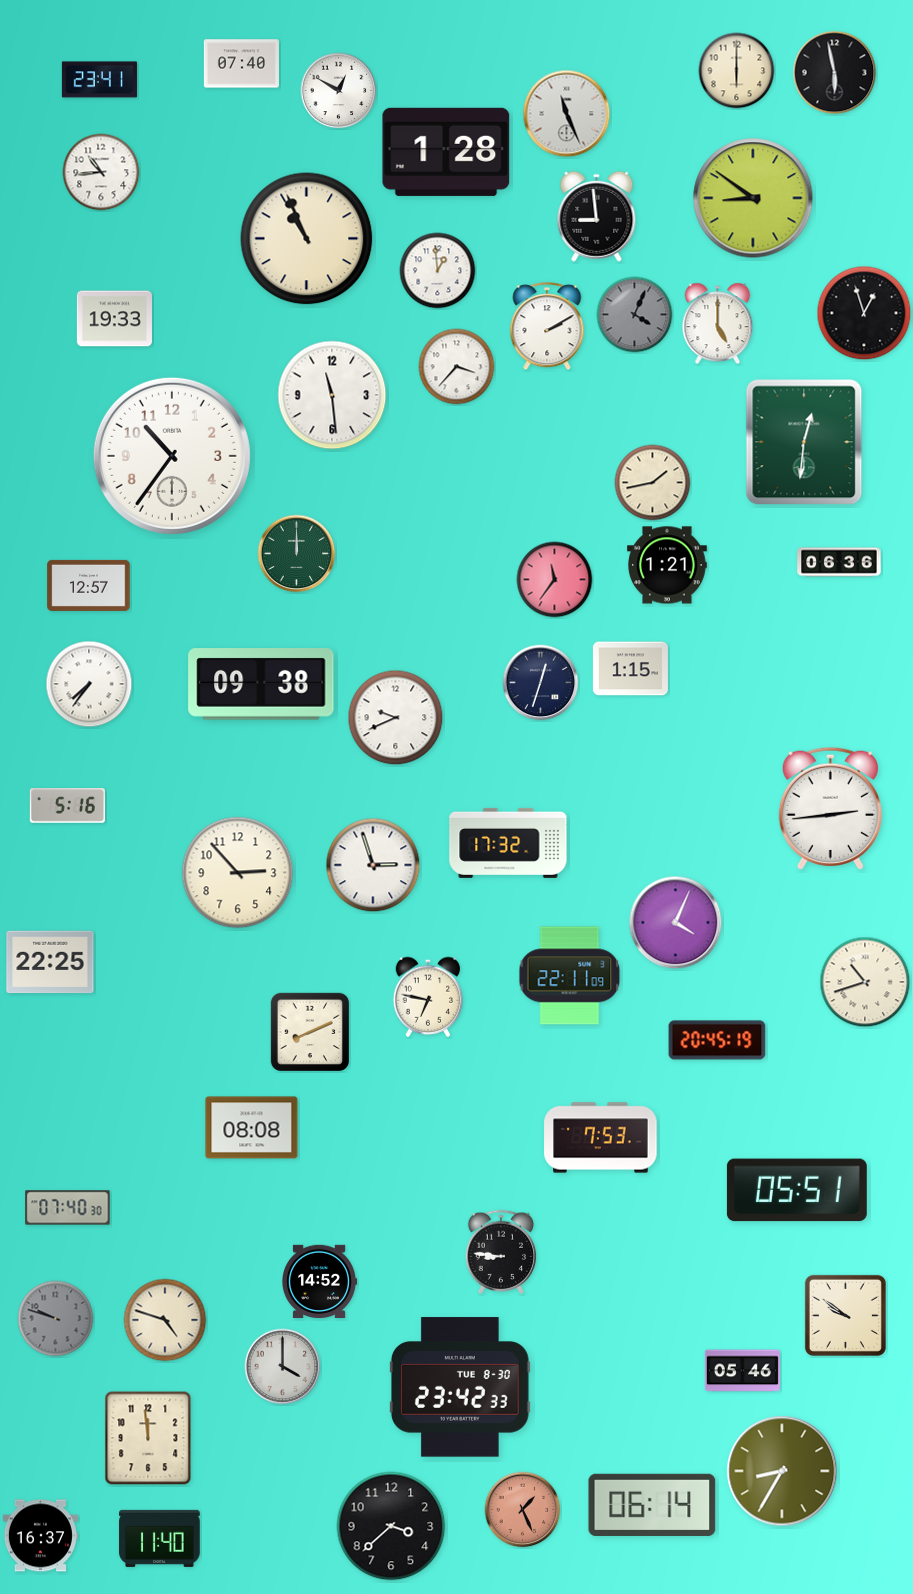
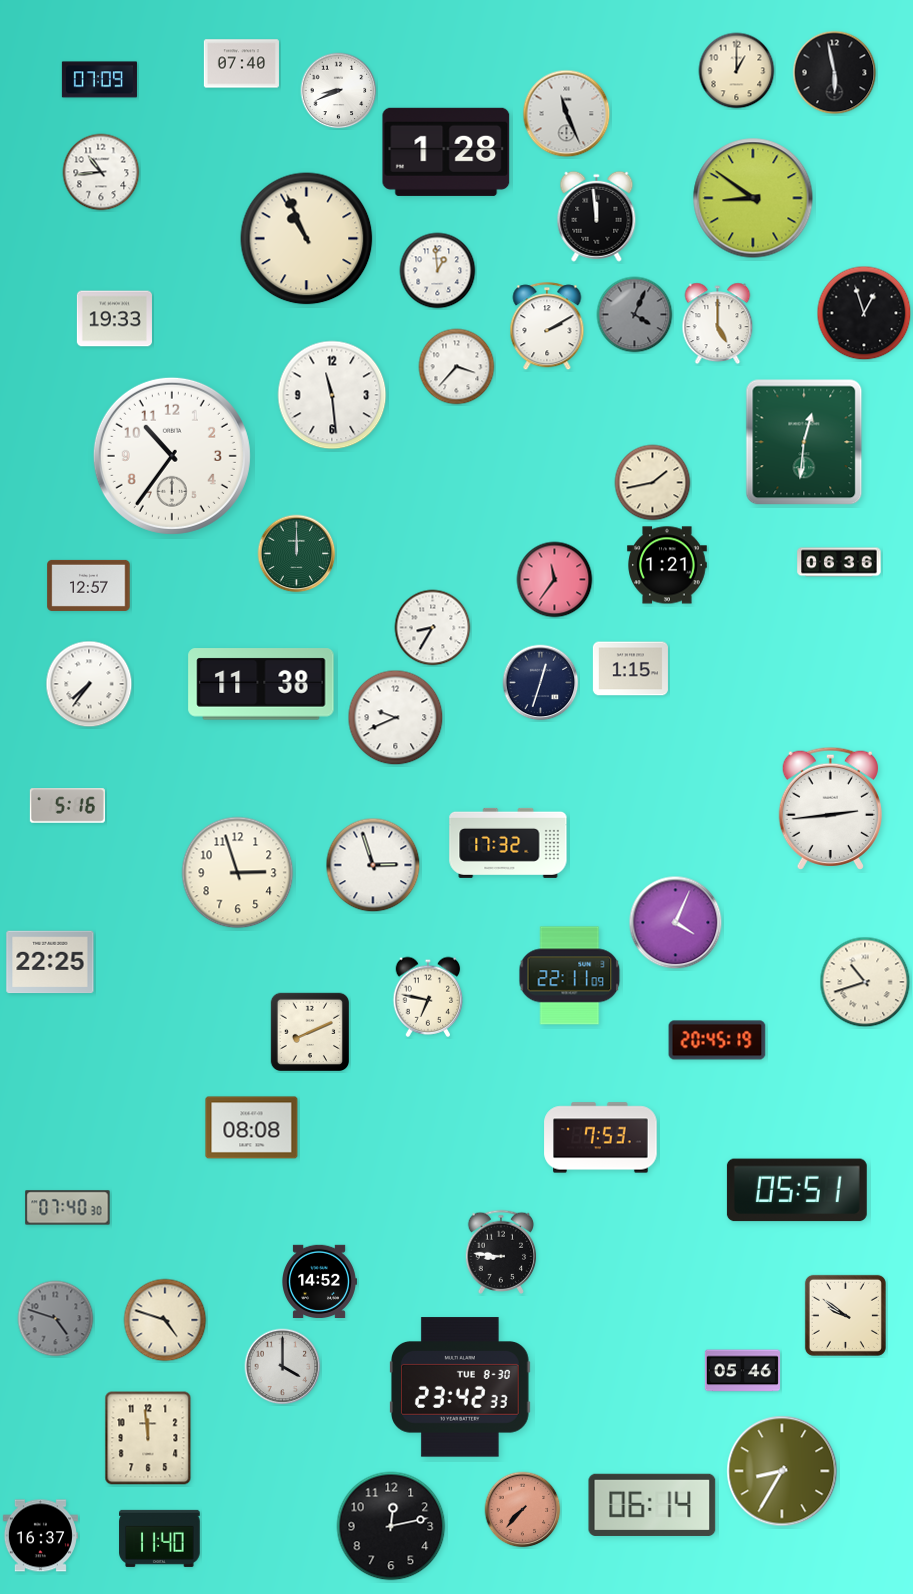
clock at (737, 71): 6:00 -> 1:00
clock at (99, 80): 23:41 -> 07:09
clock at (339, 91): 12:50 -> 8:41
clock at (597, 216): 8:59 -> 11:59
clock at (433, 628): none -> 8:35
clock at (261, 684): 09:38 -> 11:38
clock at (238, 873): 2:53 -> 2:57
clock at (56, 1319): 9:48 -> 4:48
clock at (523, 1510): 1:26 -> 7:37
clock at (391, 1526): 3:38 -> 12:13
